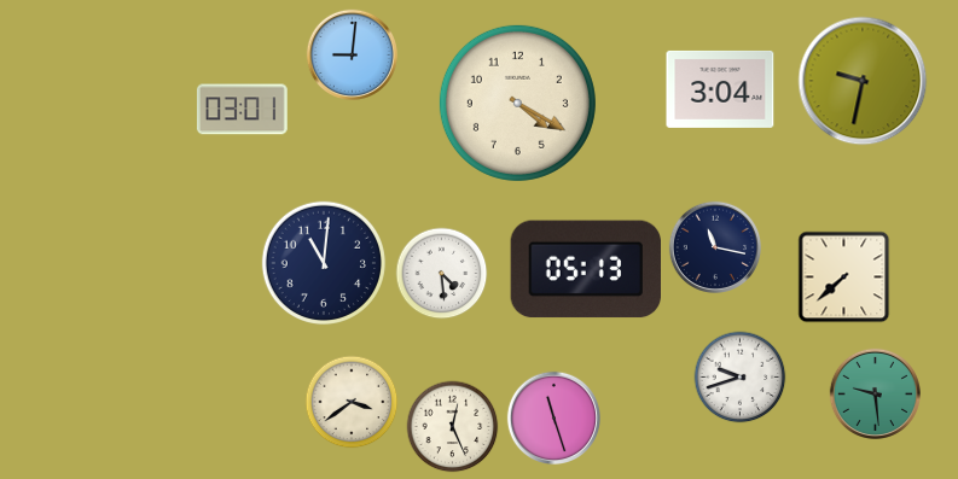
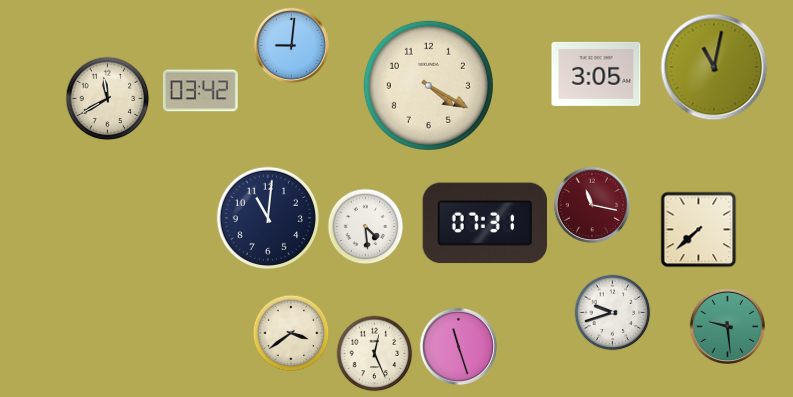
clock at (863, 81): 9:32 -> 11:02
clock at (720, 89): 3:04 -> 3:05
clock at (242, 110): 03:01 -> 03:42
clock at (108, 99): none -> 11:40
clock at (714, 246) dial: navy -> burgundy
clock at (585, 269): 05:13 -> 07:31
clock at (875, 393) position: (875, 393) -> (727, 326)
